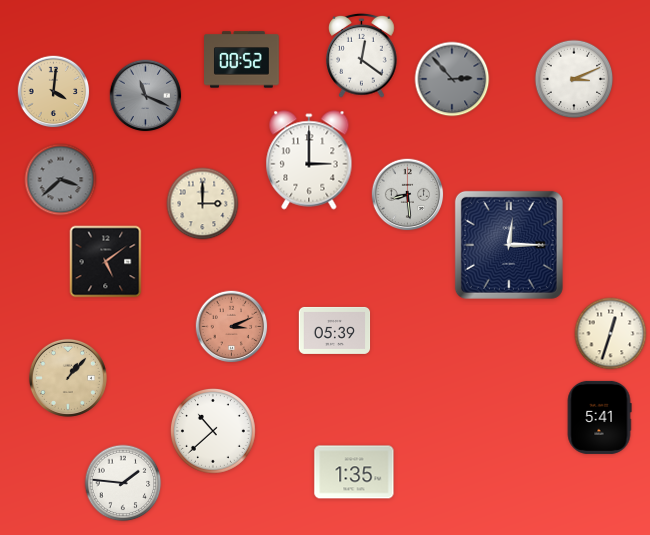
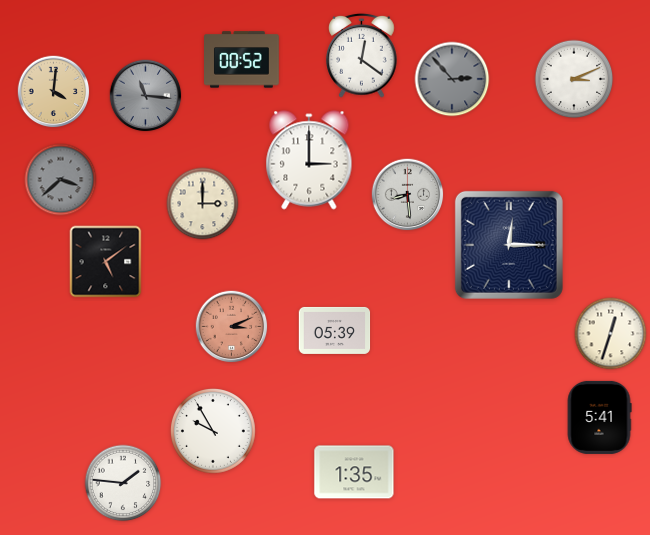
clock at (146, 96): 11:19 -> 11:16
clock at (68, 378): 1:07 -> none
clock at (213, 431): 10:38 -> 9:55
